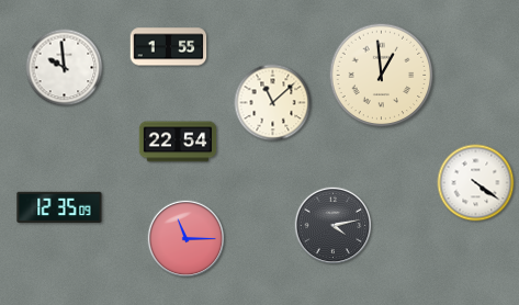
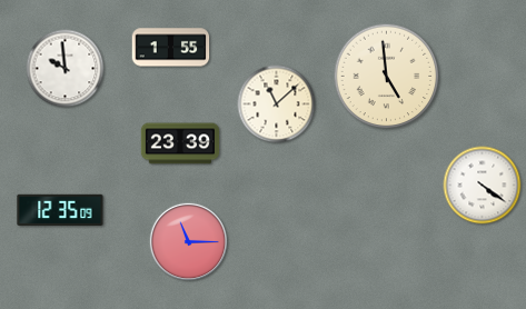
clock at (382, 76): 12:59 -> 4:59
clock at (178, 142): 22:54 -> 23:39
clock at (334, 226): 4:13 -> none
